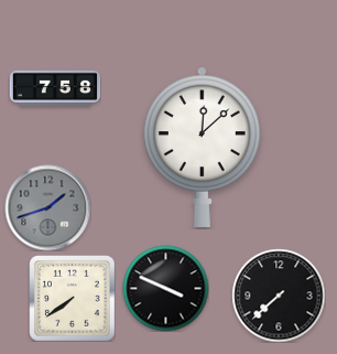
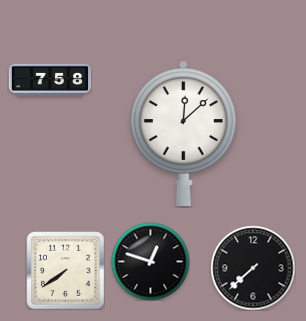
clock at (47, 207): 1:42 -> none
clock at (165, 288): 3:49 -> 12:48
